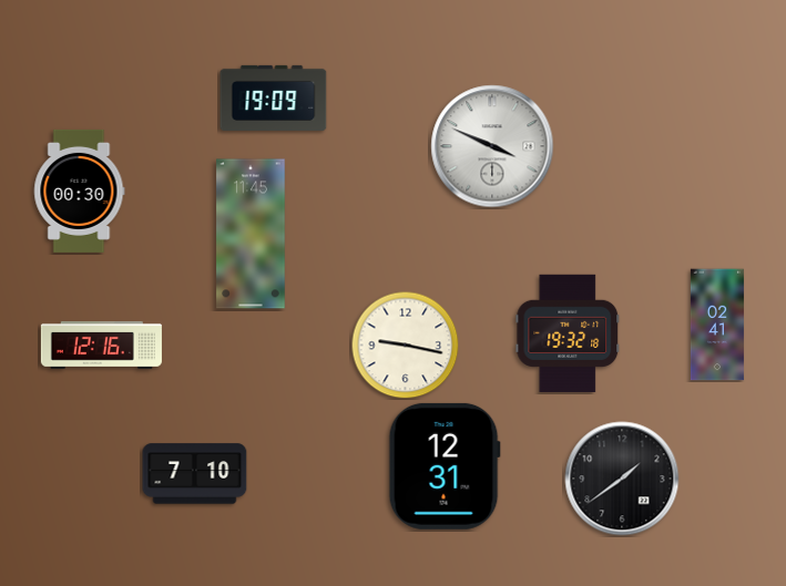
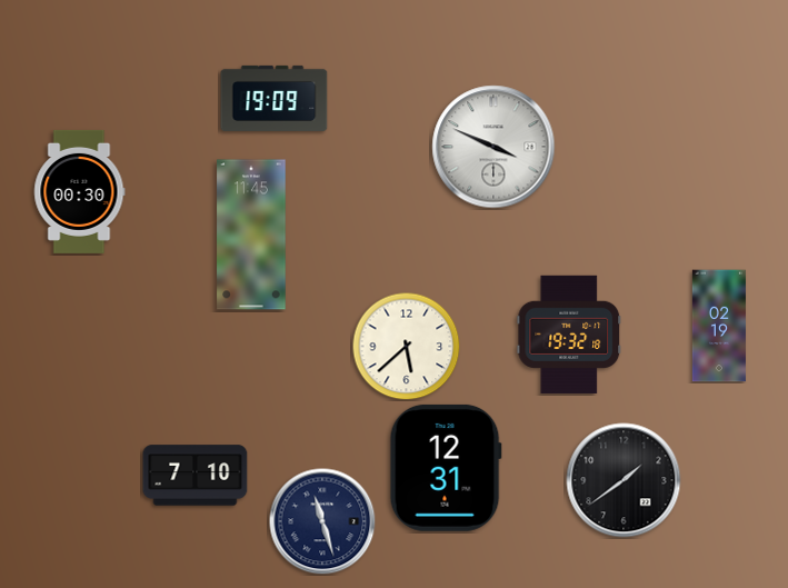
clock at (717, 325): 02:41 -> 02:19
clock at (101, 345): 12:16 -> none
clock at (405, 345): 9:17 -> 5:38
clock at (322, 521): none -> 11:27
